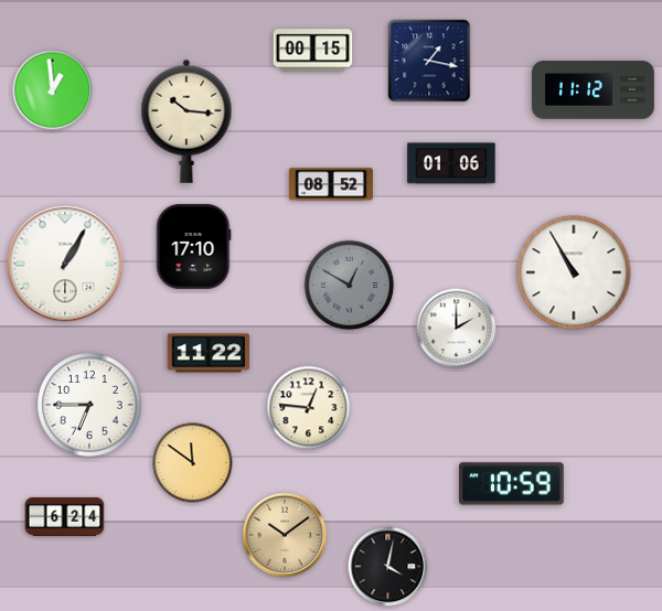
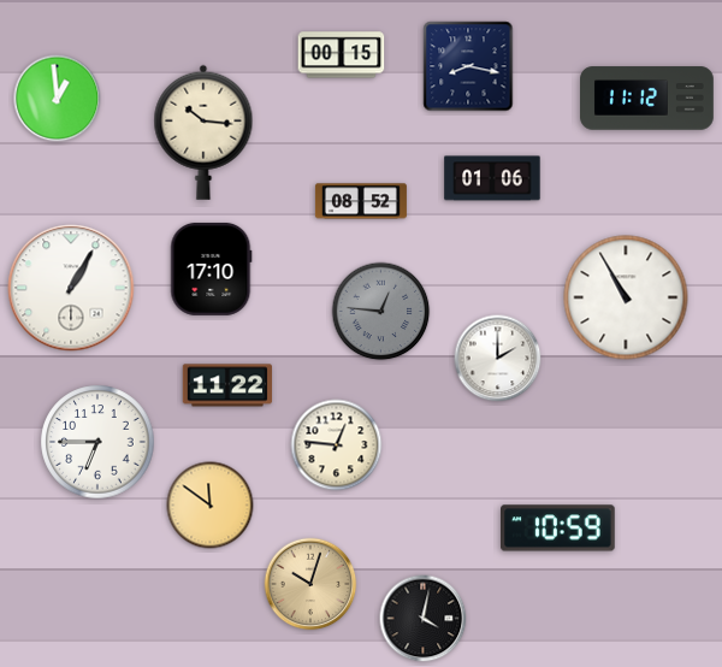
clock at (429, 61): 1:17 -> 8:17
clock at (350, 286): 12:50 -> 12:46
clock at (65, 516): 6:24 -> none
clock at (285, 535): 10:09 -> 10:03
